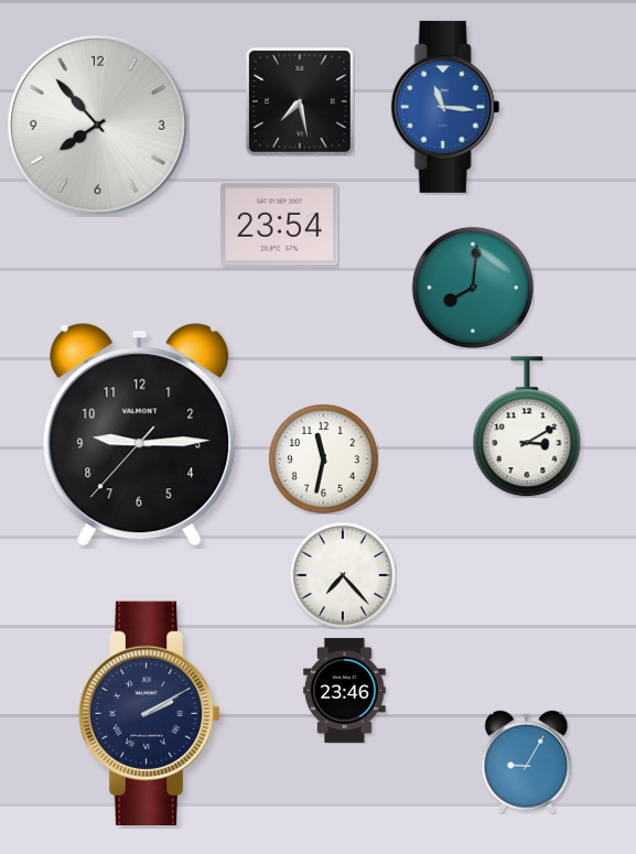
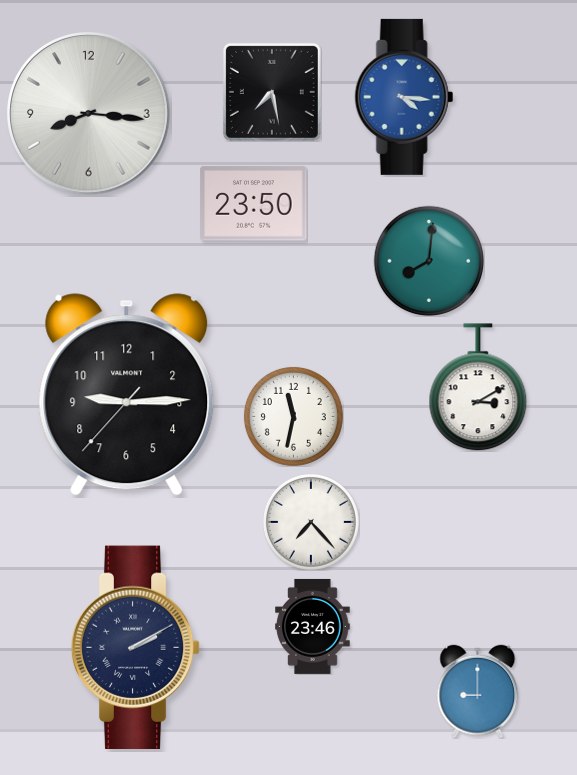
clock at (445, 107): 11:16 -> 4:16
clock at (98, 126): 7:53 -> 8:16
clock at (280, 225): 23:54 -> 23:50
clock at (527, 761): 9:05 -> 9:00
